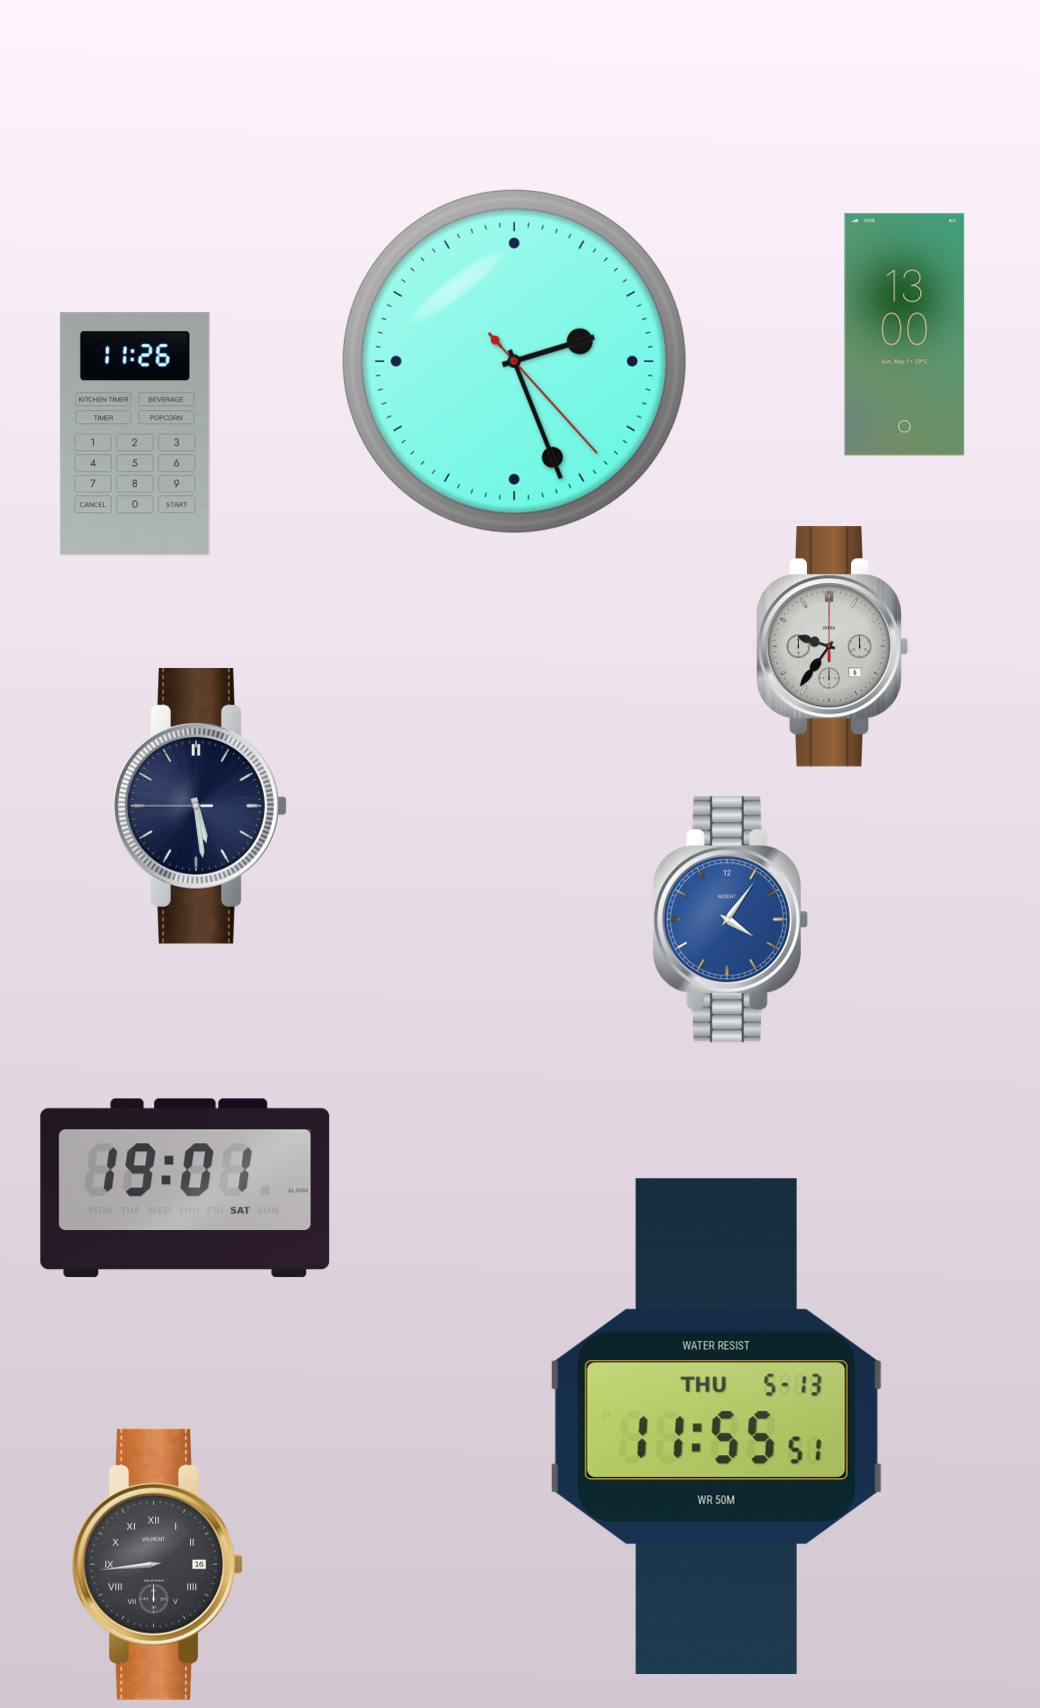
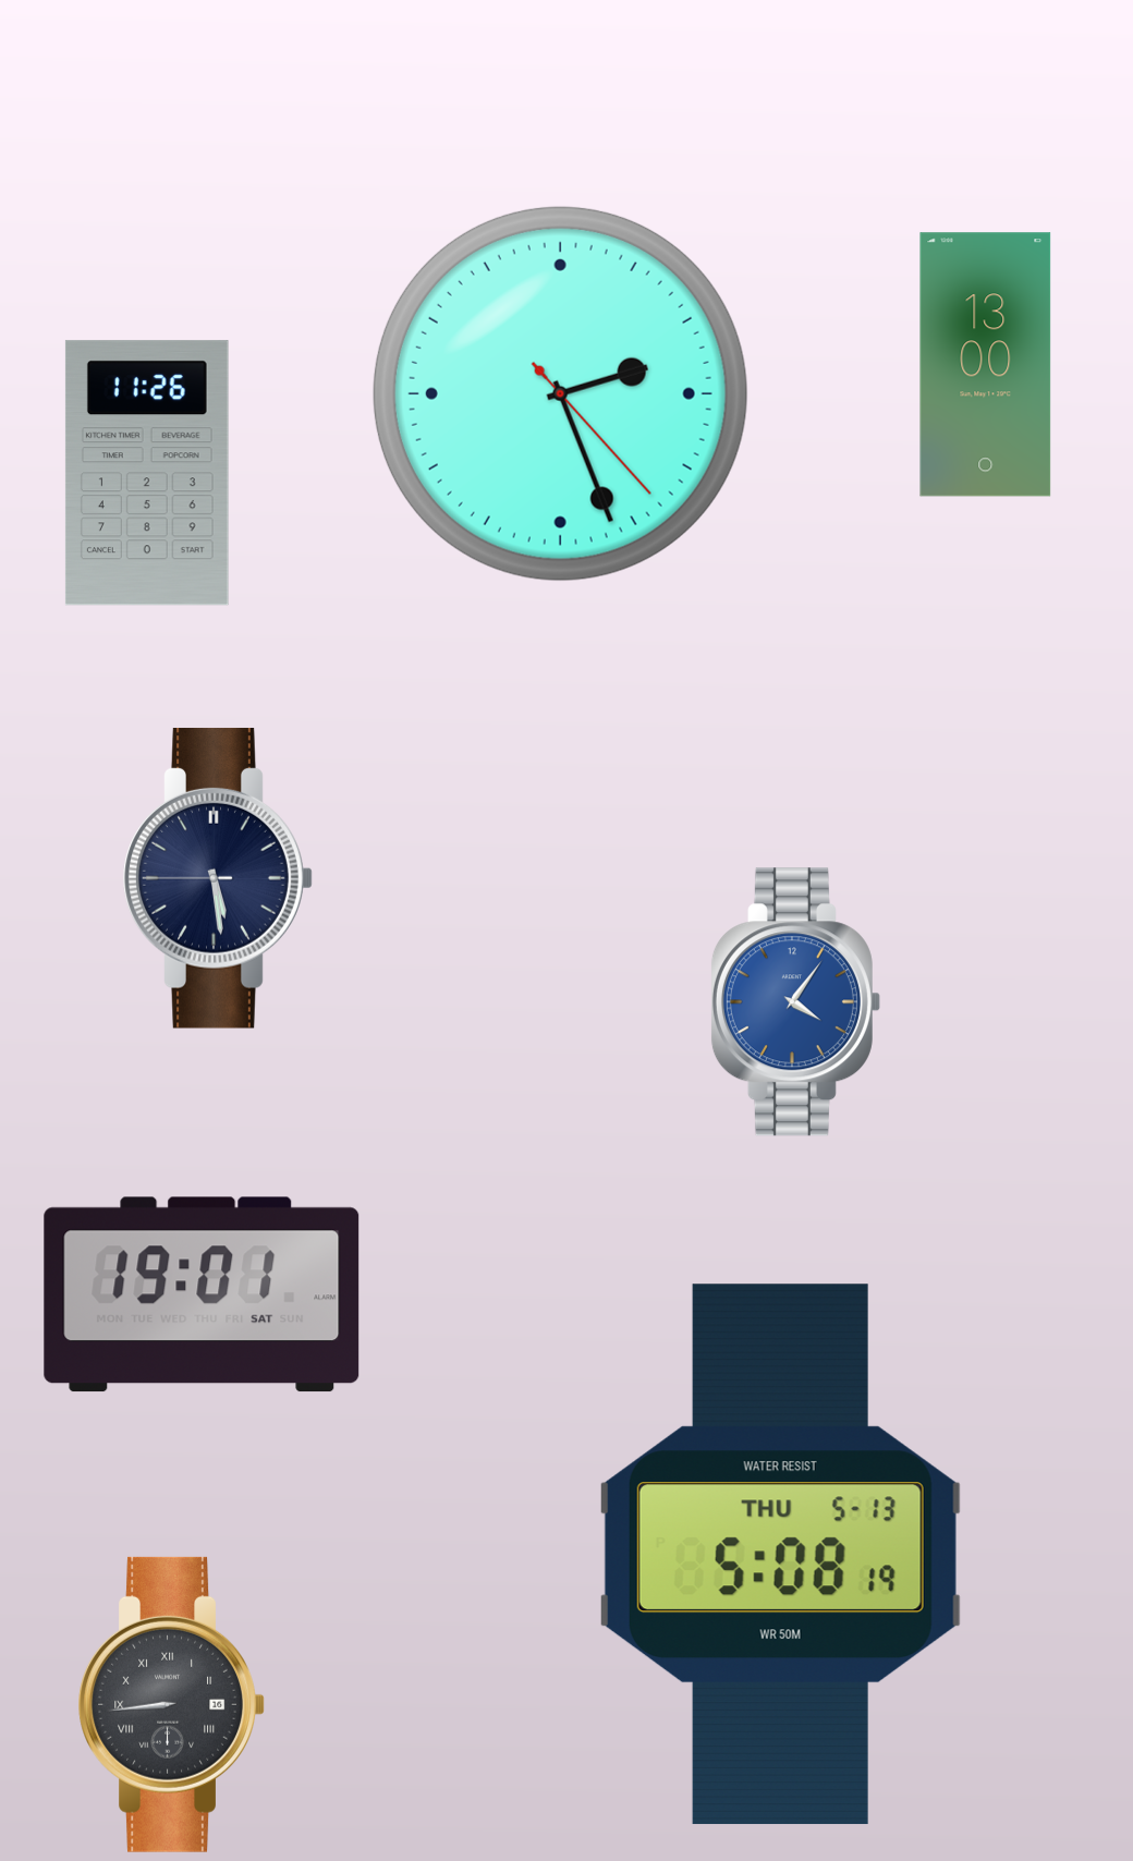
clock at (832, 647): 9:36 -> none
clock at (716, 1427): 11:55 -> 5:08
